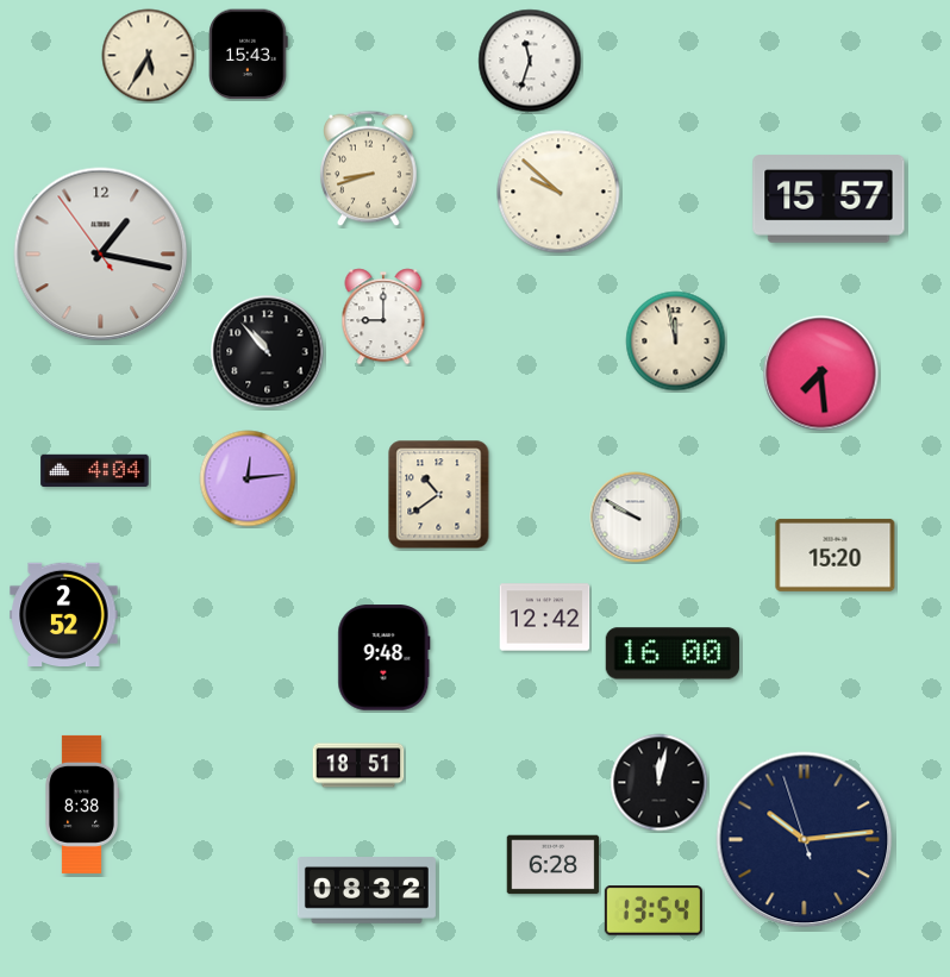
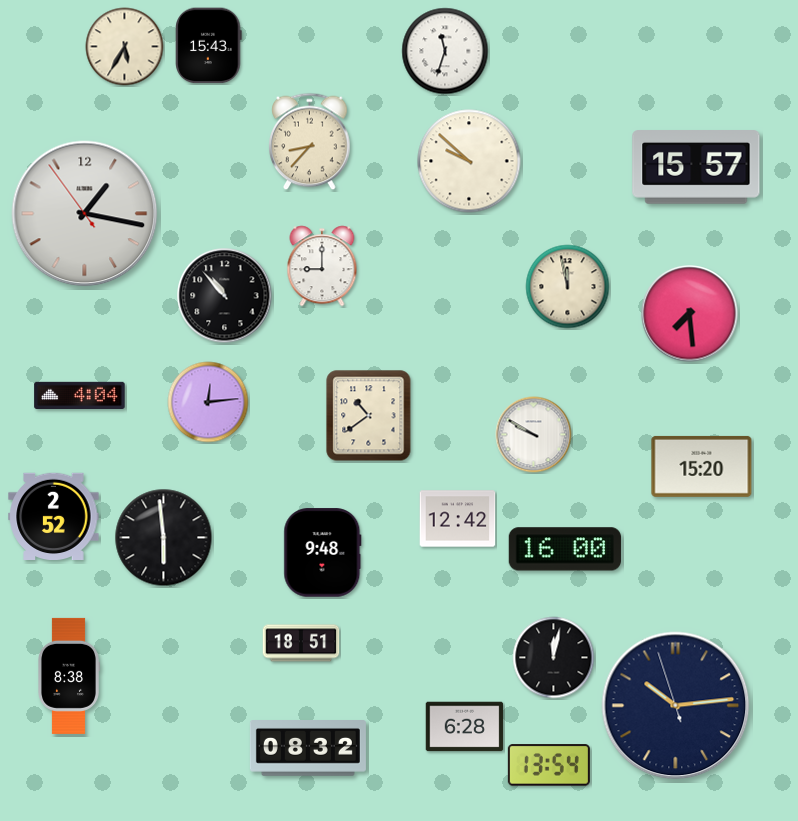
clock at (369, 169): 8:42 -> 8:37
clock at (164, 538): none -> 5:59
